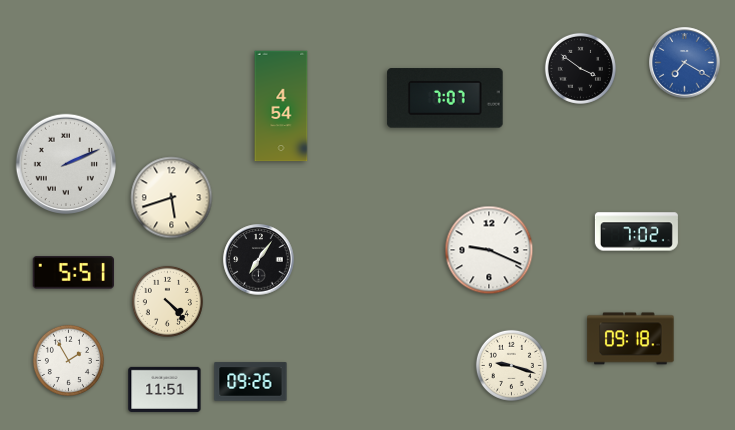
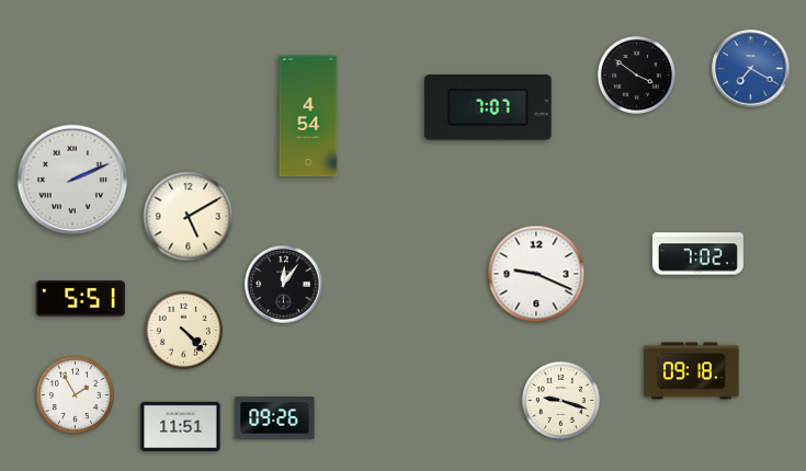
clock at (172, 198): 5:42 -> 5:10
clock at (259, 260): 7:06 -> 12:06
